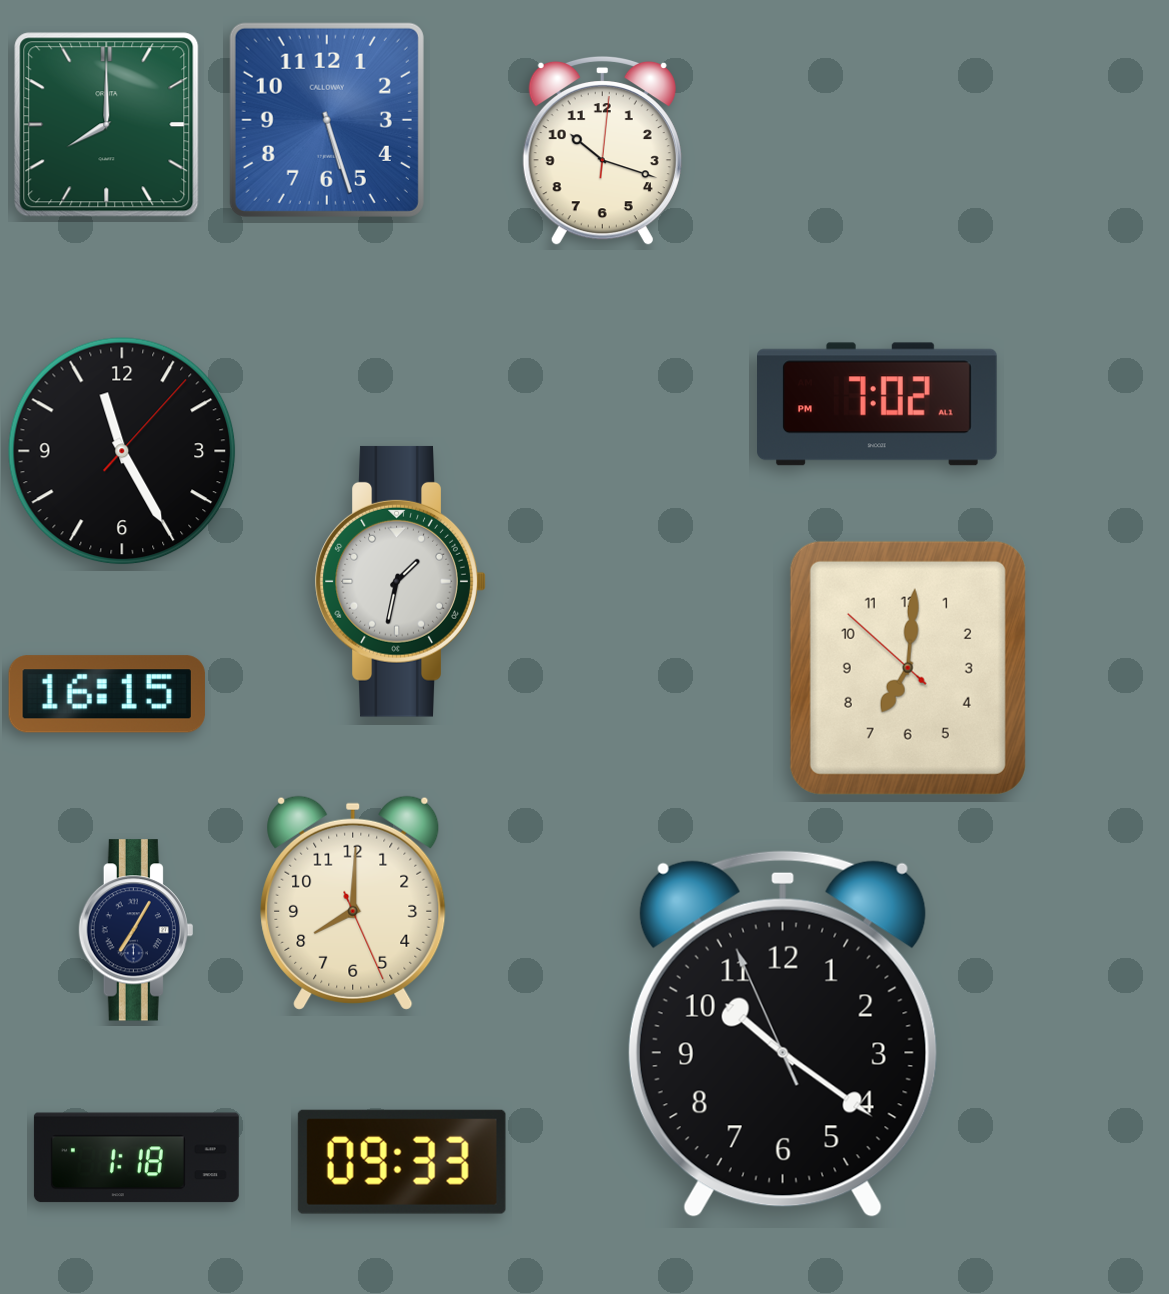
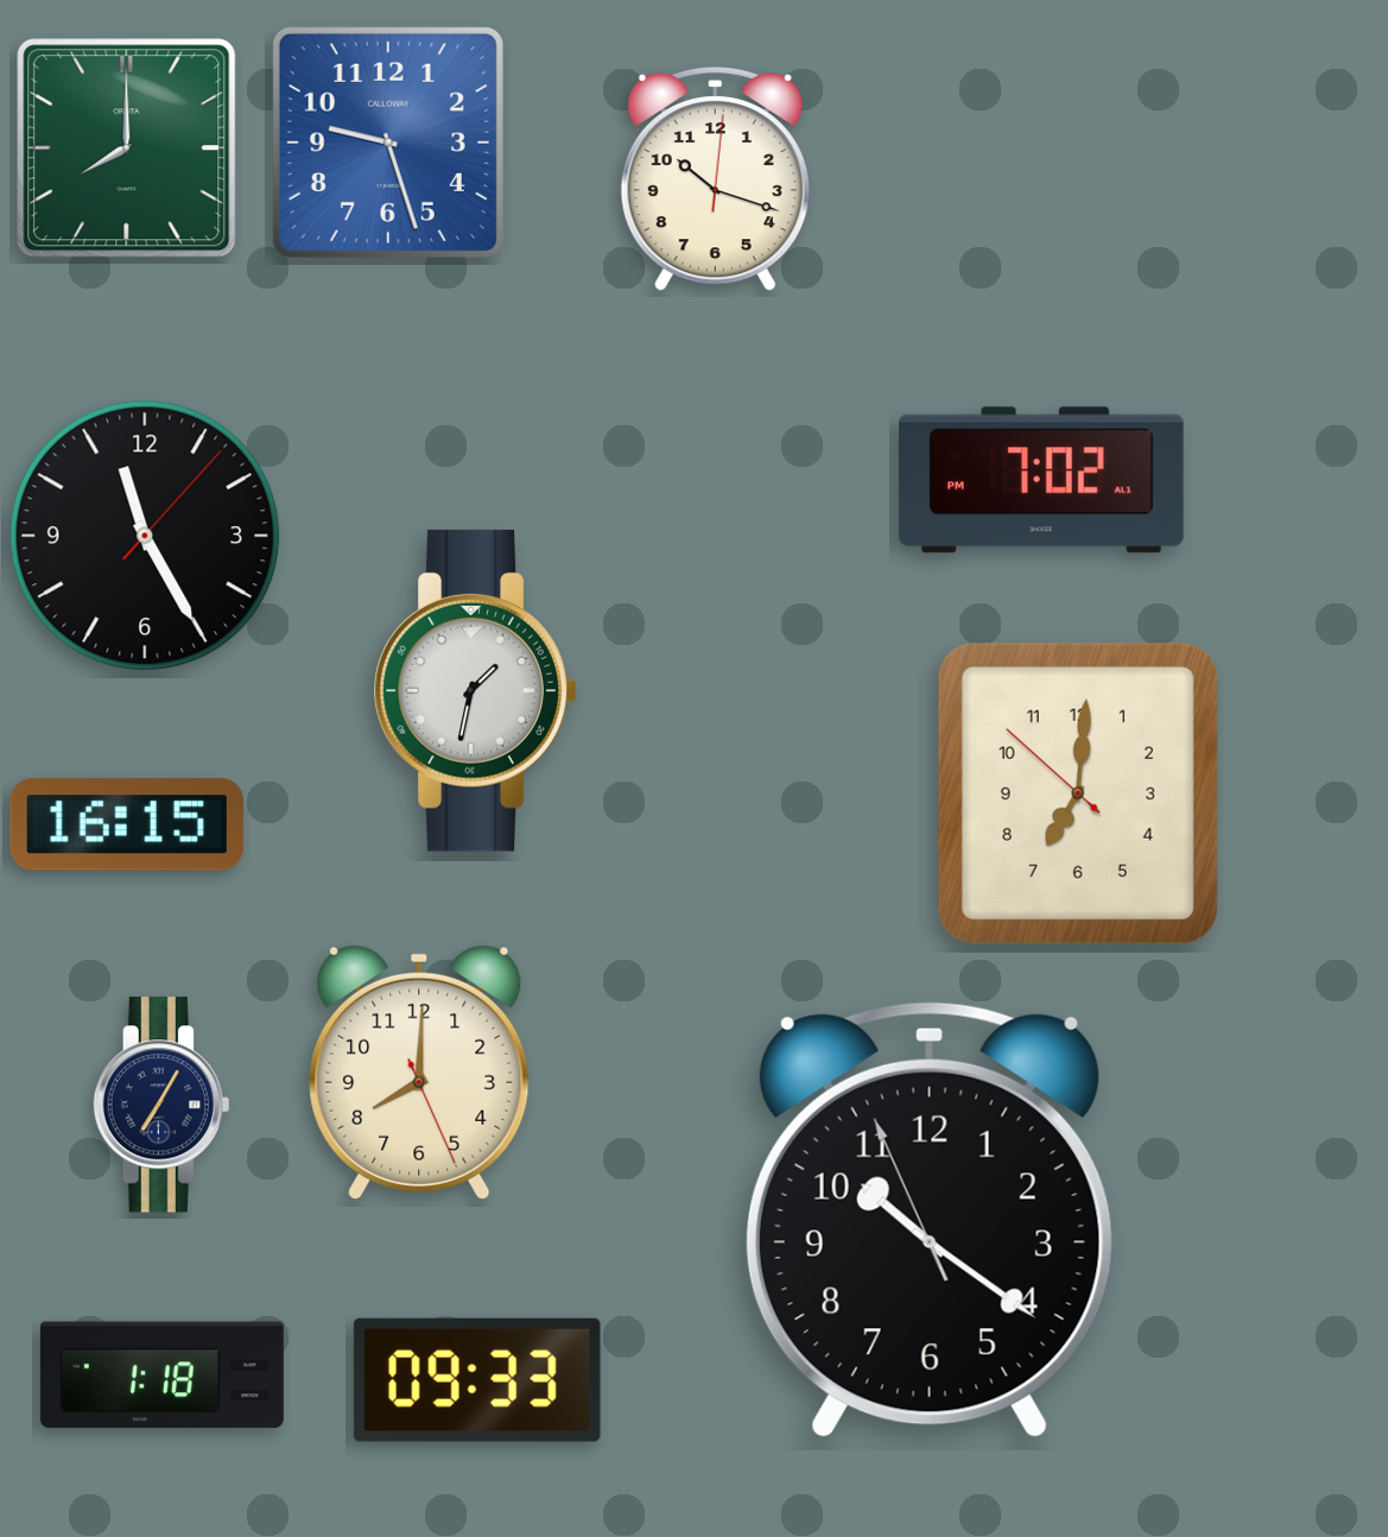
clock at (327, 120): 5:27 -> 9:27
clock at (783, 1034) position: (783, 1034) -> (930, 1220)
